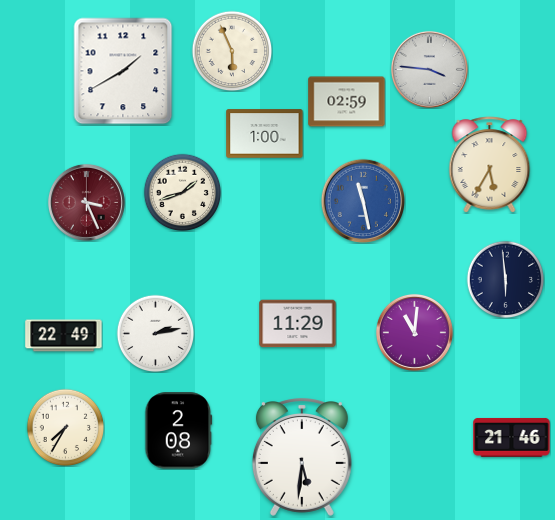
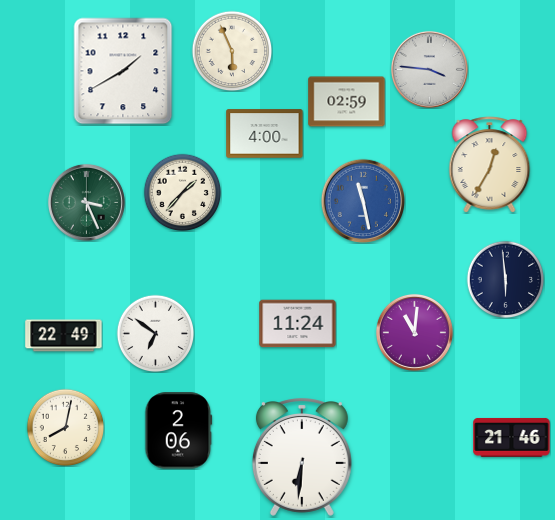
clock at (265, 134): 1:00 -> 4:00
clock at (490, 165): 5:35 -> 12:35
clock at (182, 192): 1:42 -> 1:37
clock at (86, 202) dial: burgundy -> green
clock at (298, 324): 11:29 -> 11:24
clock at (155, 333): 2:13 -> 6:51
clock at (65, 427): 7:35 -> 8:02
clock at (179, 431): 2:08 -> 2:06
clock at (302, 457): 5:31 -> 6:31
